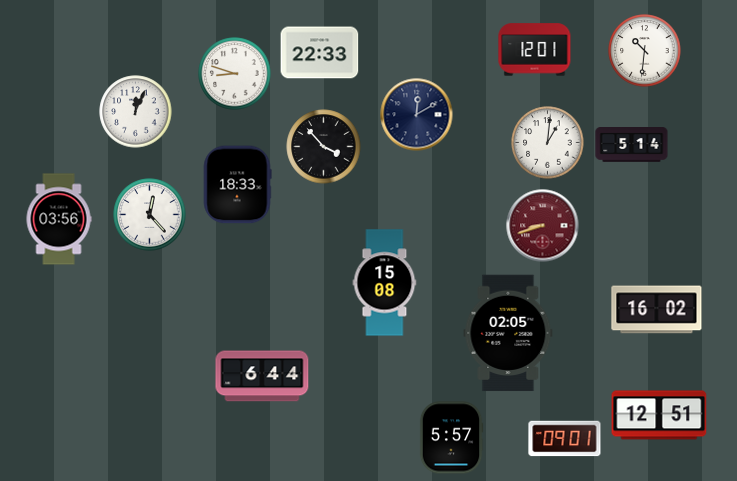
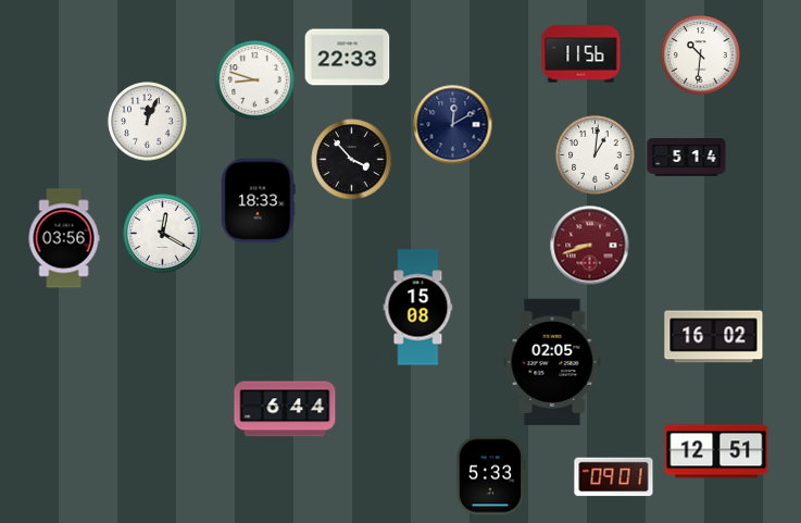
clock at (535, 50): 12:01 -> 11:56
clock at (150, 215): 12:23 -> 12:20
clock at (451, 438): 5:57 -> 5:33
